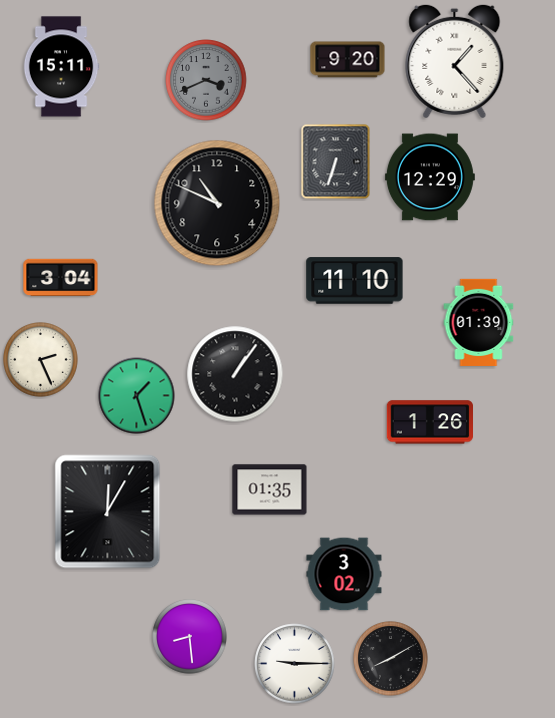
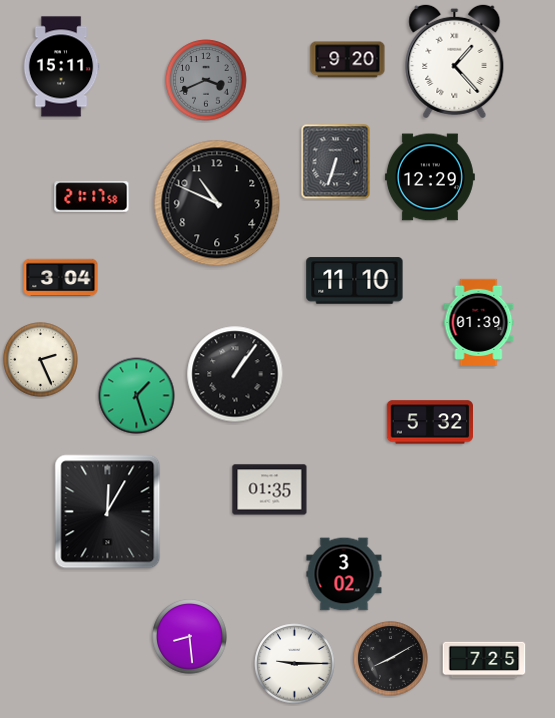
clock at (92, 197): none -> 21:17
clock at (429, 422): 1:26 -> 5:32
clock at (484, 660): none -> 7:25
